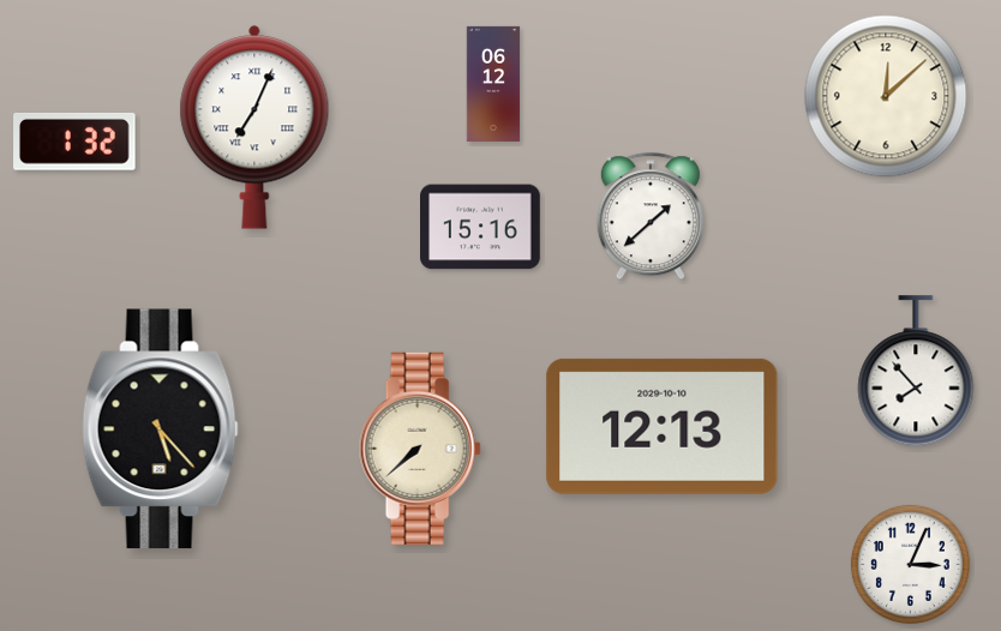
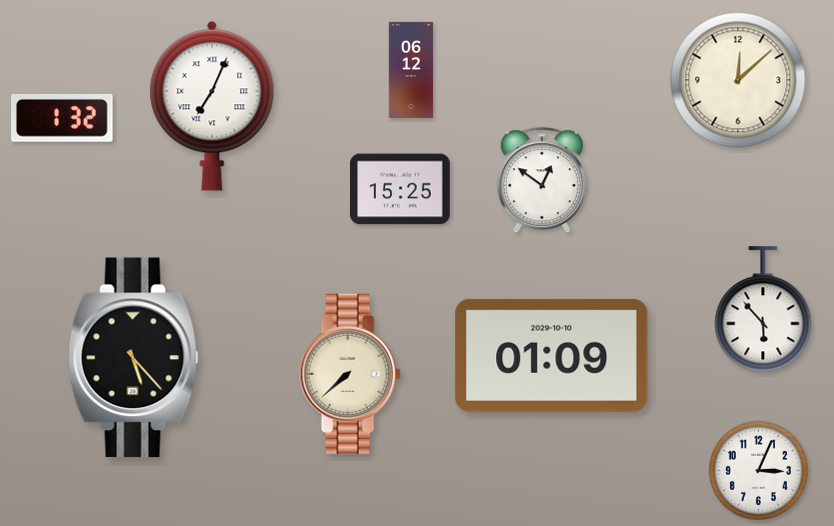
clock at (651, 217): 1:38 -> 12:51
clock at (481, 227): 15:16 -> 15:25
clock at (916, 372): 7:53 -> 5:53
clock at (663, 426): 12:13 -> 01:09
